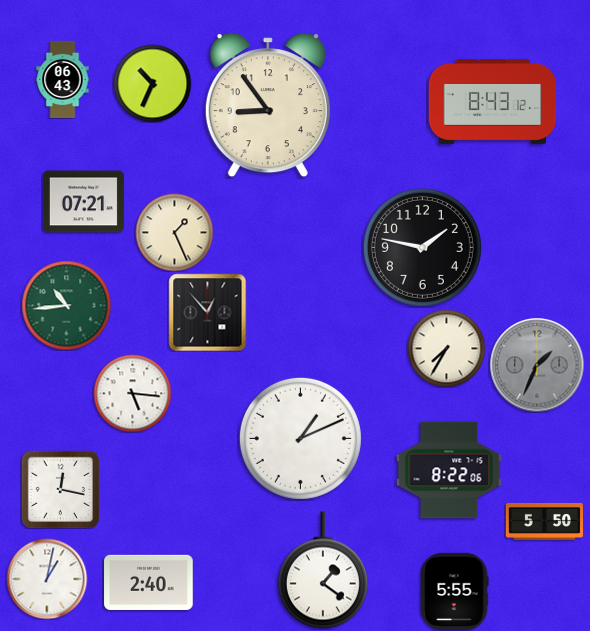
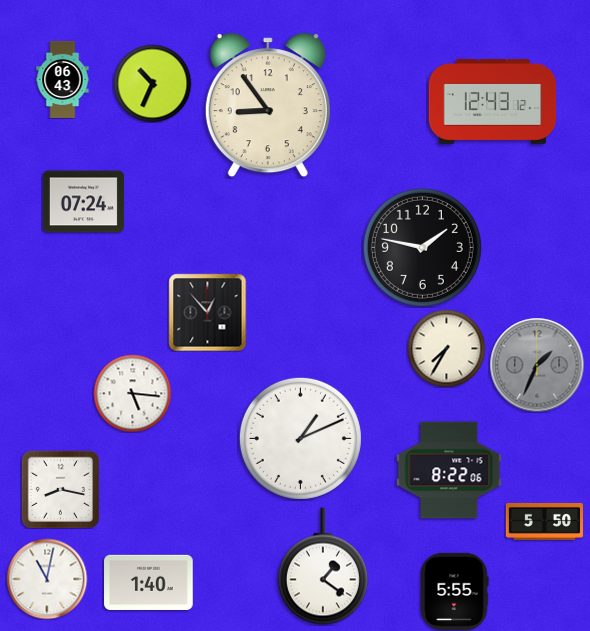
clock at (493, 102): 8:43 -> 12:43
clock at (83, 202): 07:21 -> 07:24
clock at (174, 232): 1:26 -> none
clock at (66, 305): 10:44 -> none
clock at (60, 489): 12:17 -> 8:17
clock at (323, 570) position: (323, 570) -> (323, 566)
clock at (47, 579): 1:02 -> 11:02
clock at (149, 582): 2:40 -> 1:40
